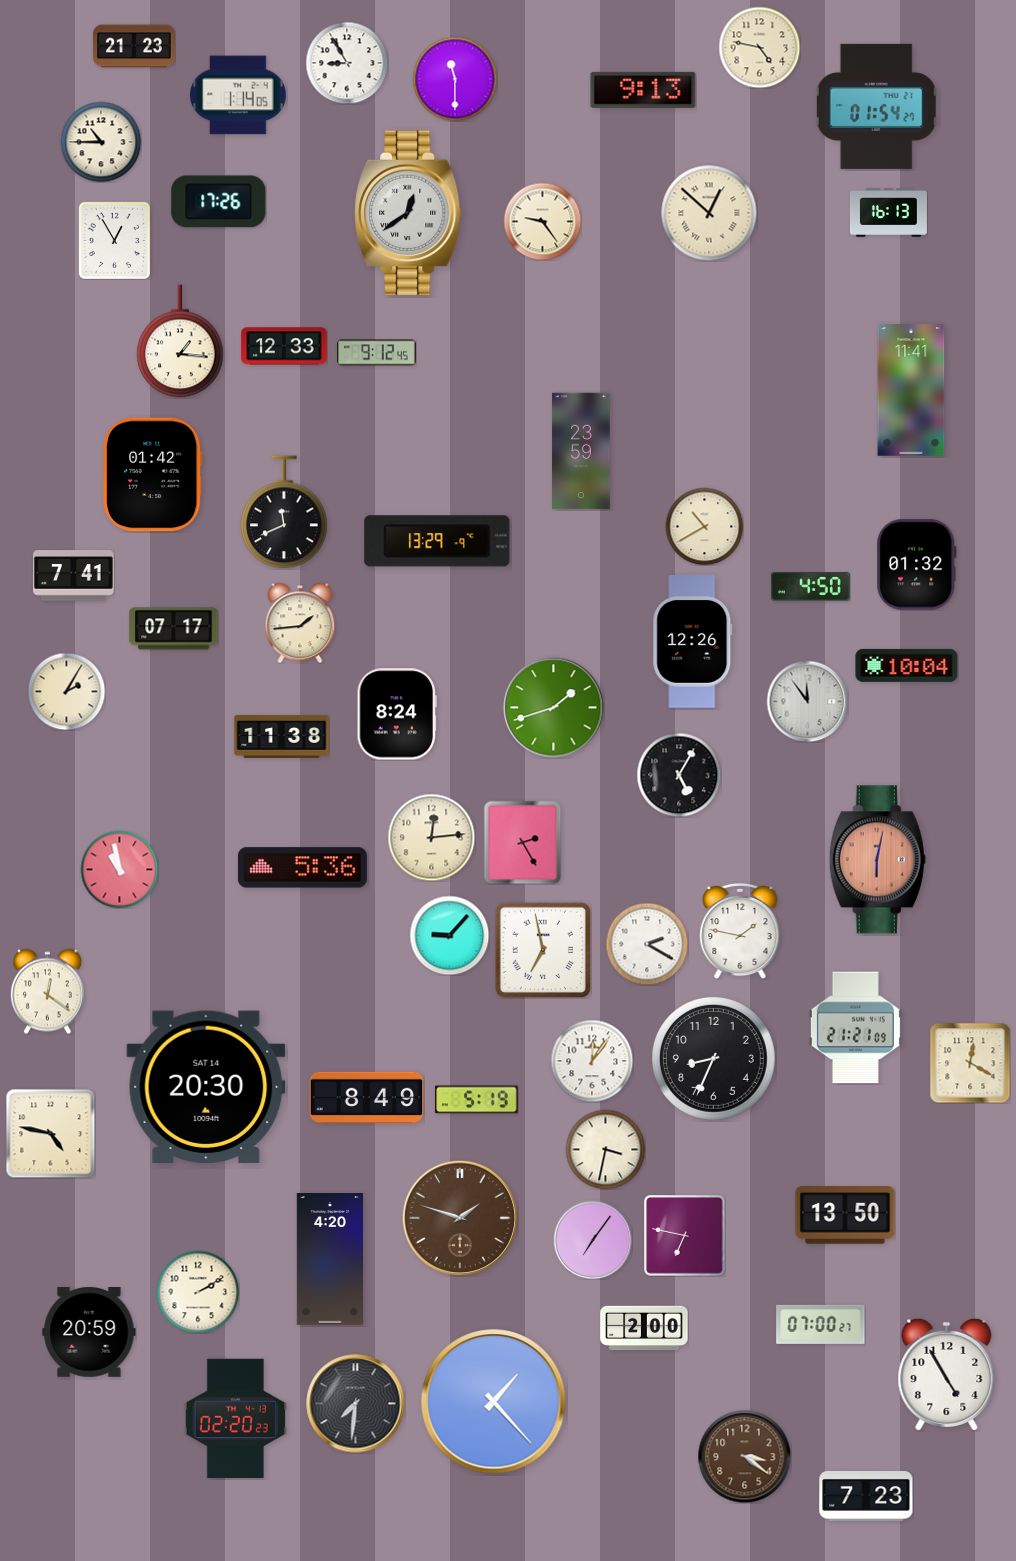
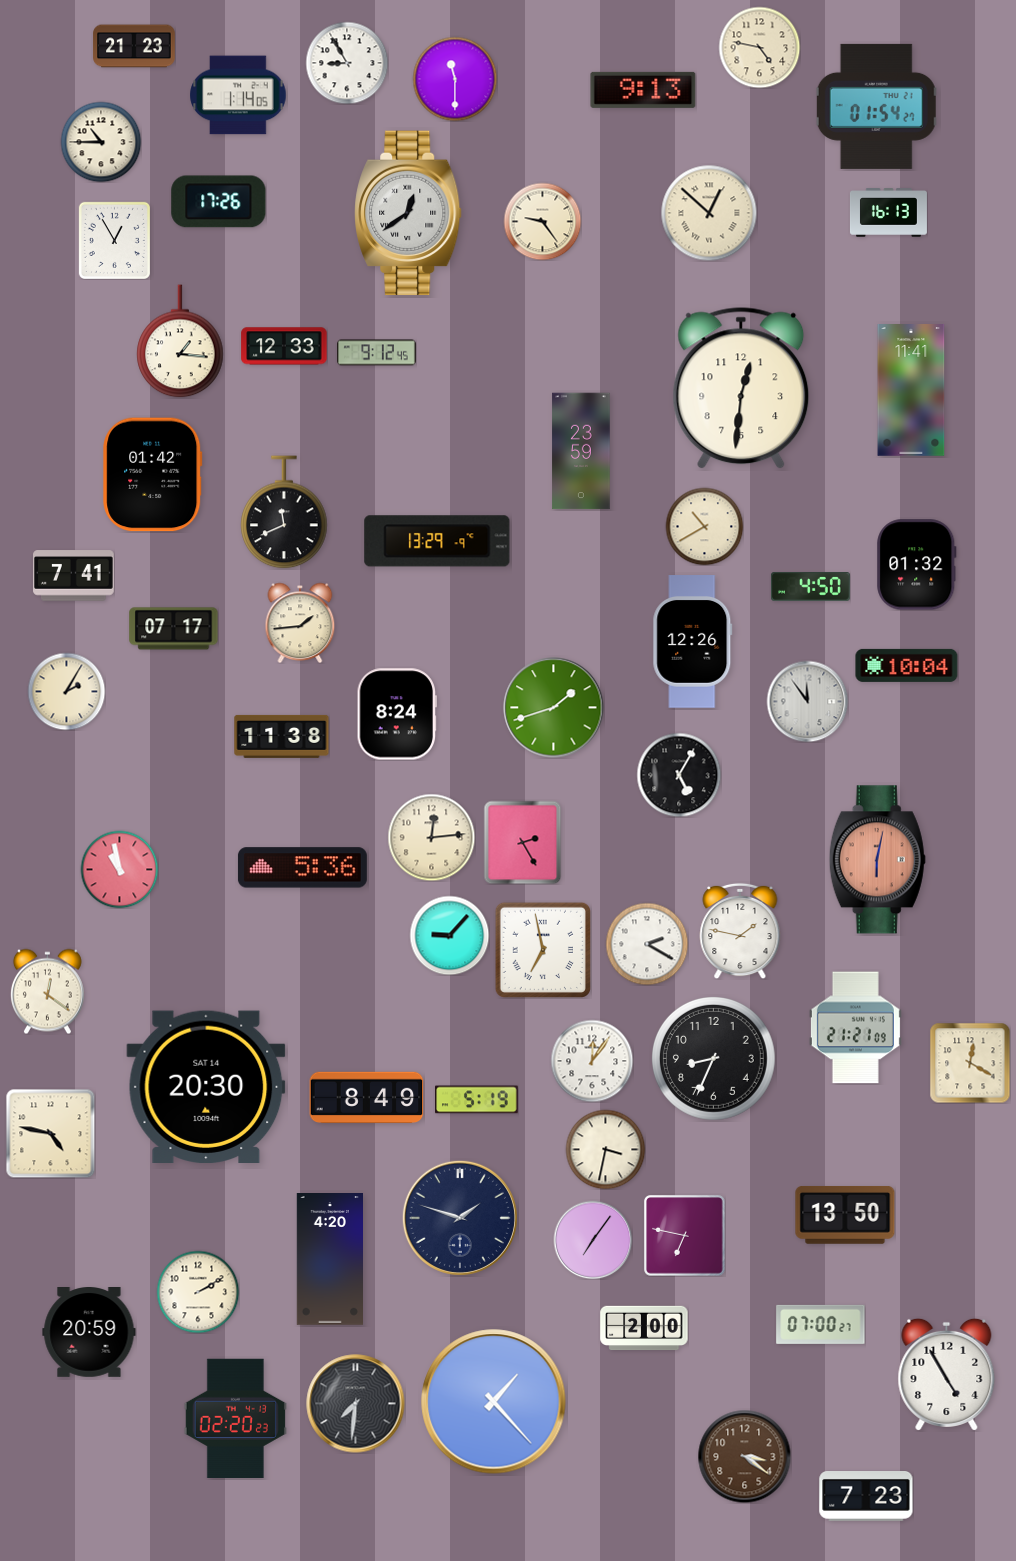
clock at (741, 388): none -> 12:31
clock at (460, 1218) dial: brown -> navy
